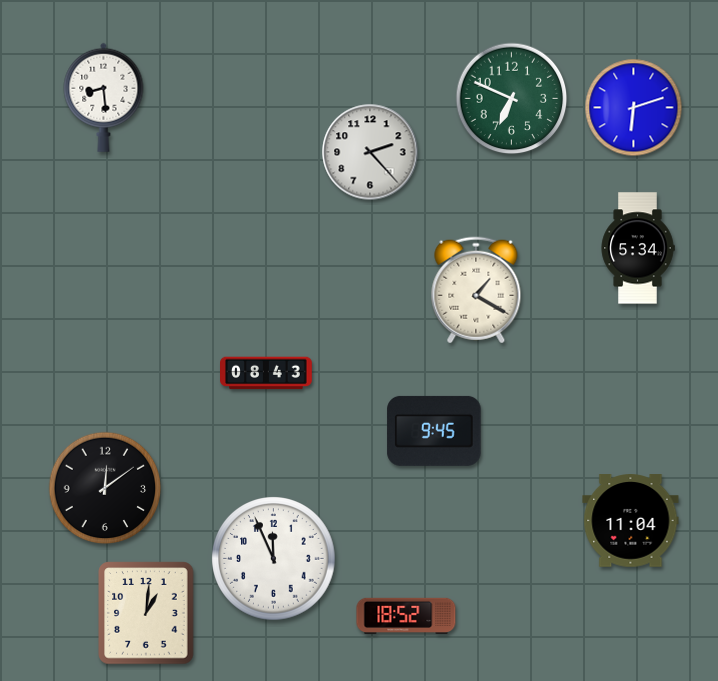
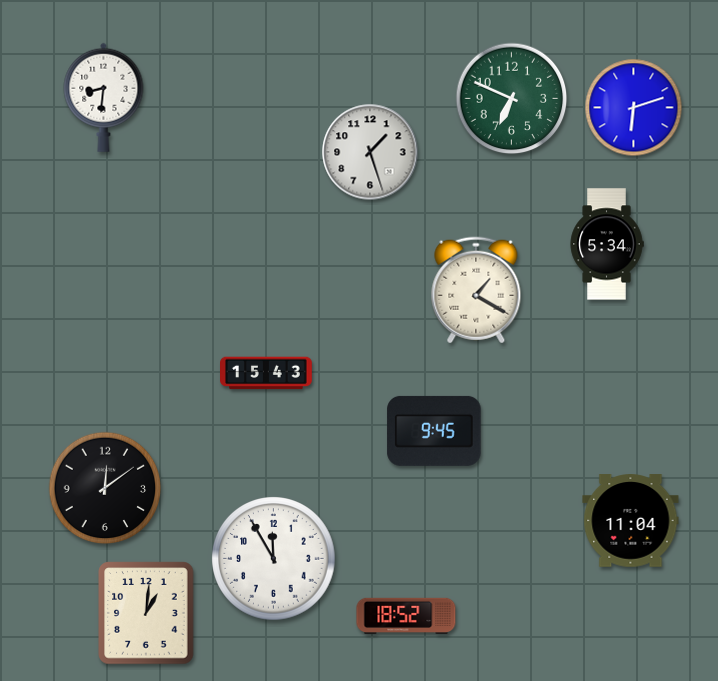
clock at (104, 97): 8:29 -> 8:31
clock at (370, 152): 2:23 -> 1:27
clock at (638, 248) position: (638, 248) -> (607, 244)
clock at (267, 373): 08:43 -> 15:43
clock at (274, 559): 11:56 -> 11:55
